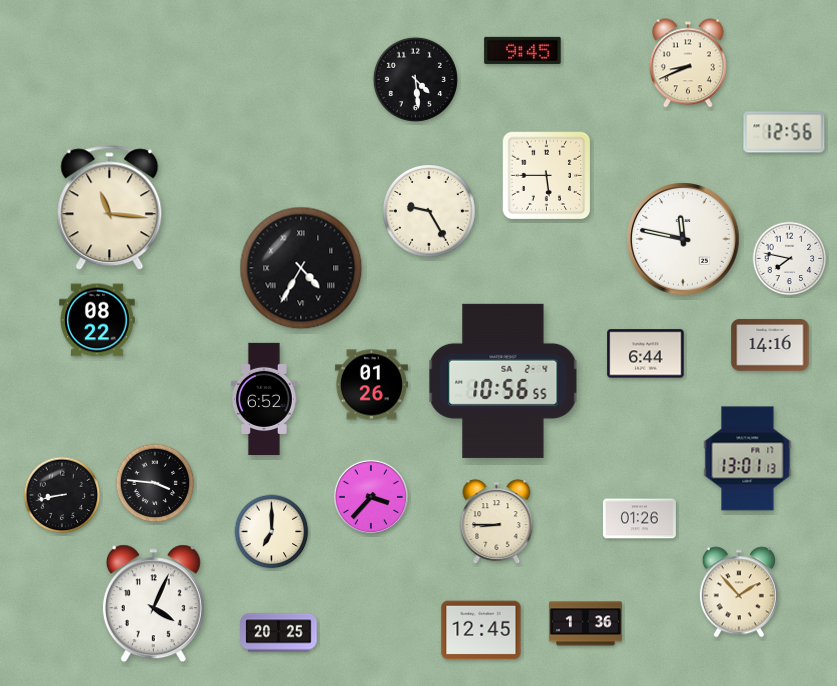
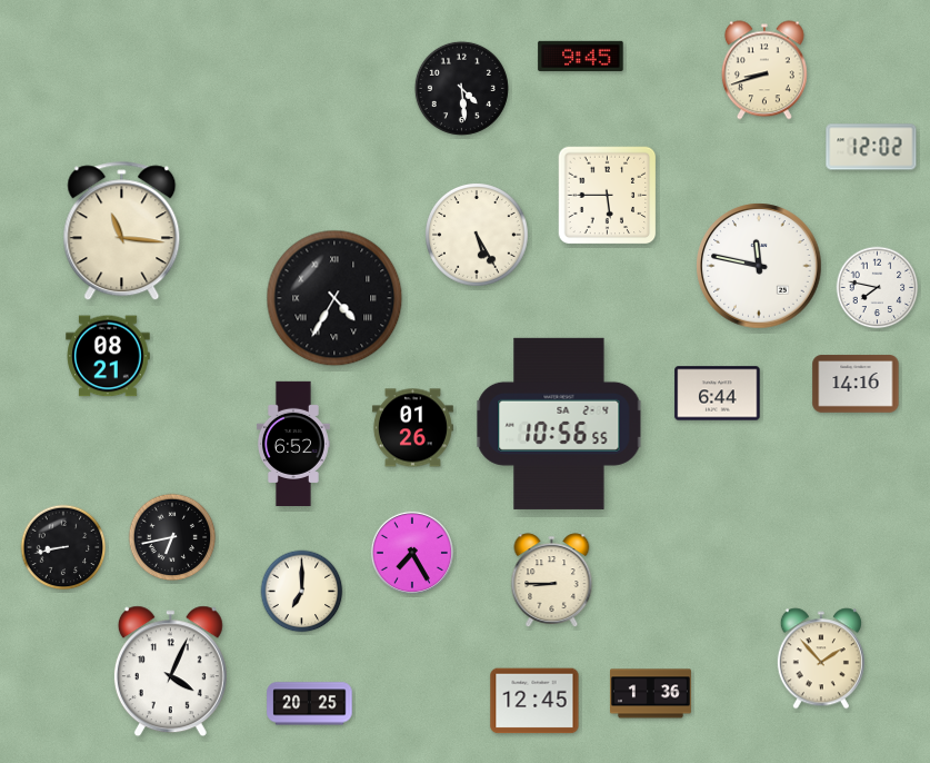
clock at (688, 63): 8:41 -> 8:42
clock at (784, 132): 12:56 -> 12:02
clock at (430, 212): 9:25 -> 5:25
clock at (97, 320): 08:22 -> 08:21
clock at (748, 459): 13:01 -> none
clock at (155, 483): 3:46 -> 6:43
clock at (62, 495) position: (62, 495) -> (63, 547)
clock at (371, 497): 3:37 -> 7:25
clock at (639, 519): 01:26 -> none
